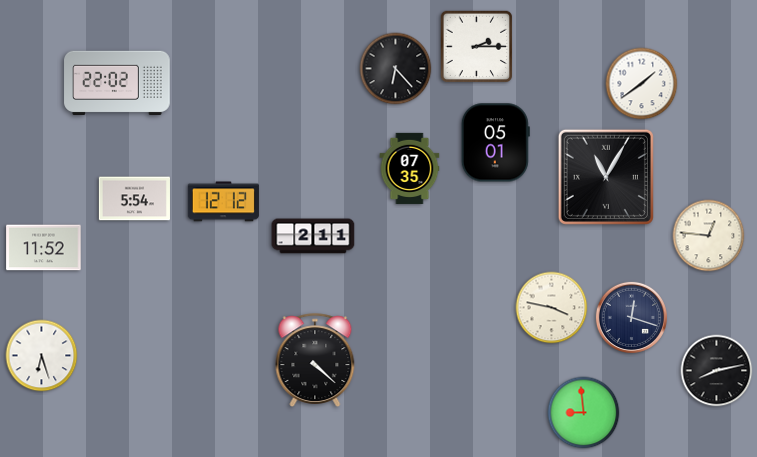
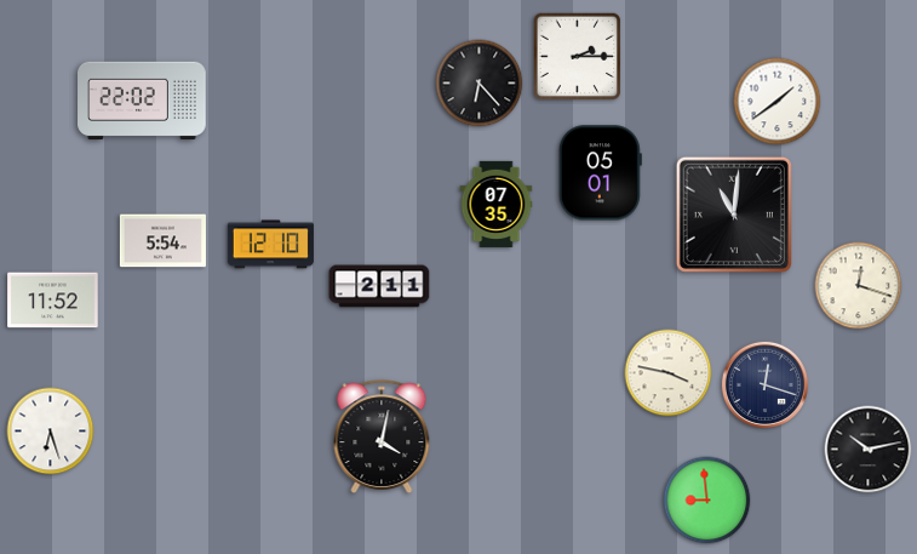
clock at (606, 177): 11:05 -> 11:01
clock at (223, 202): 12:12 -> 12:10
clock at (709, 236): 12:46 -> 12:18
clock at (315, 360): 4:22 -> 4:02
clock at (717, 371): 8:13 -> 10:13
